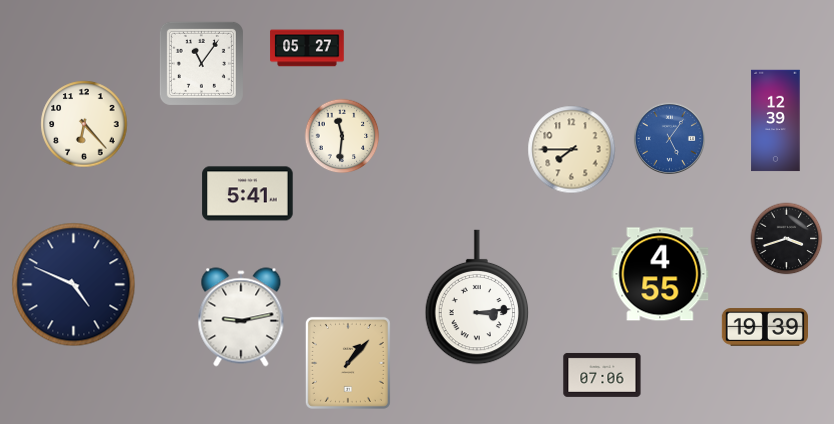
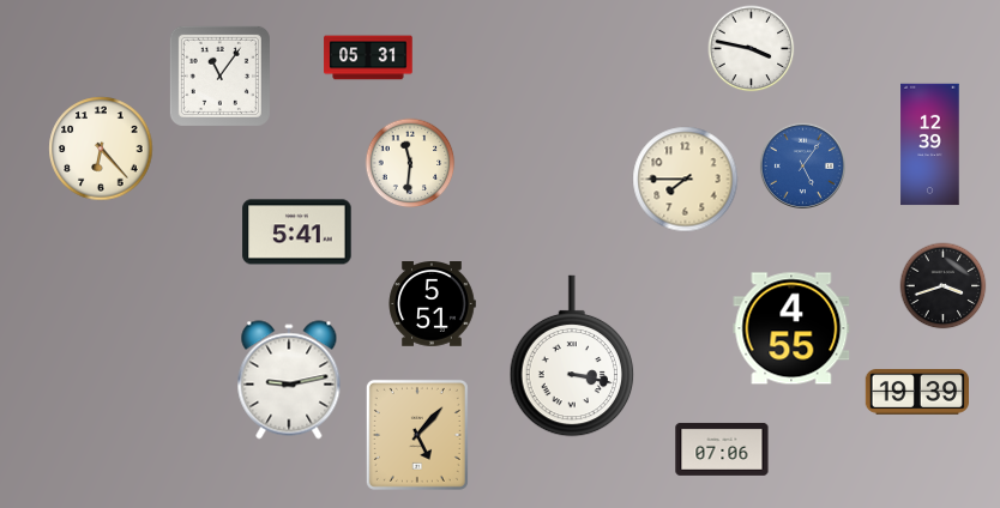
clock at (752, 49): none -> 3:47
clock at (307, 48): 05:27 -> 05:31
clock at (201, 63) position: (201, 63) -> (219, 75)
clock at (432, 304): none -> 5:51
clock at (74, 285): 4:49 -> none
clock at (477, 297): 3:14 -> 3:17
clock at (348, 363): 1:07 -> 5:07
